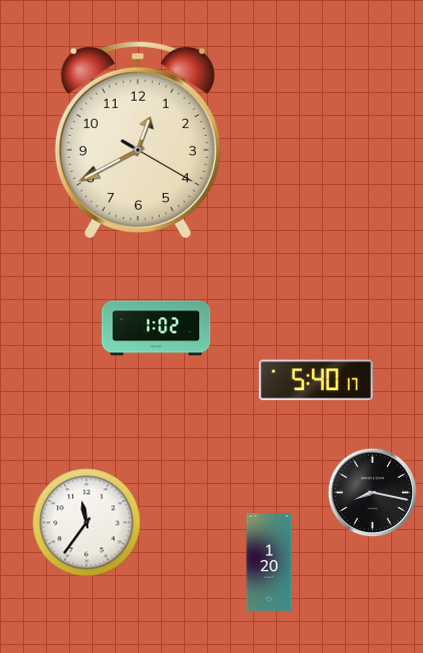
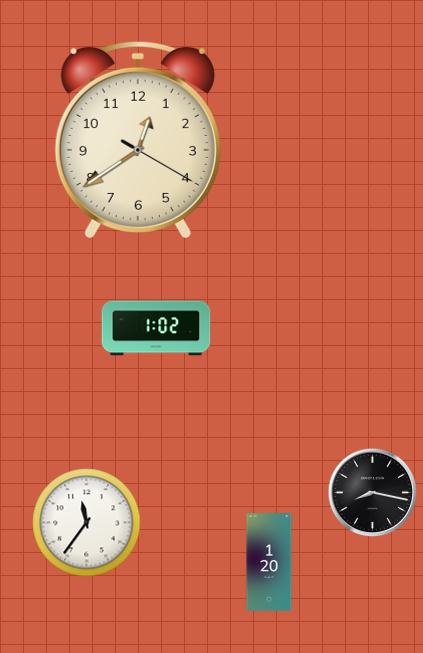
clock at (138, 140): 12:40 -> 12:39
clock at (316, 380): 5:40 -> none
